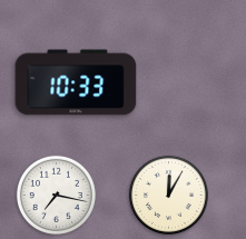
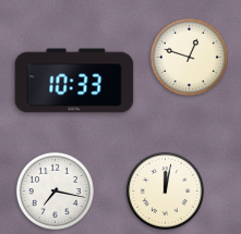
clock at (189, 57): none -> 12:48
clock at (168, 195): 12:05 -> 12:02
